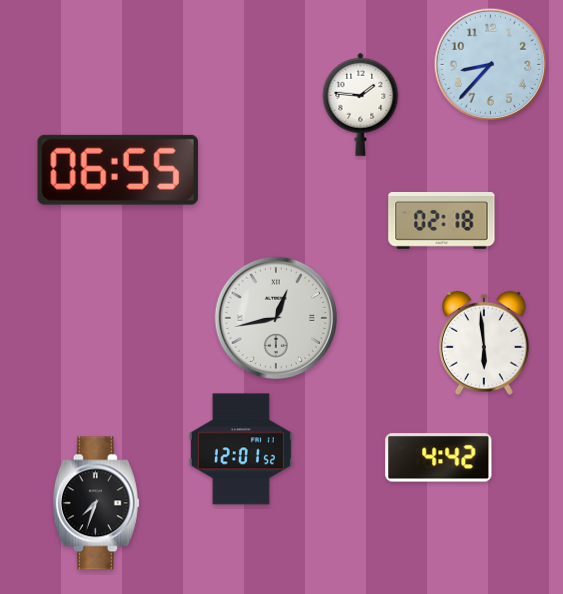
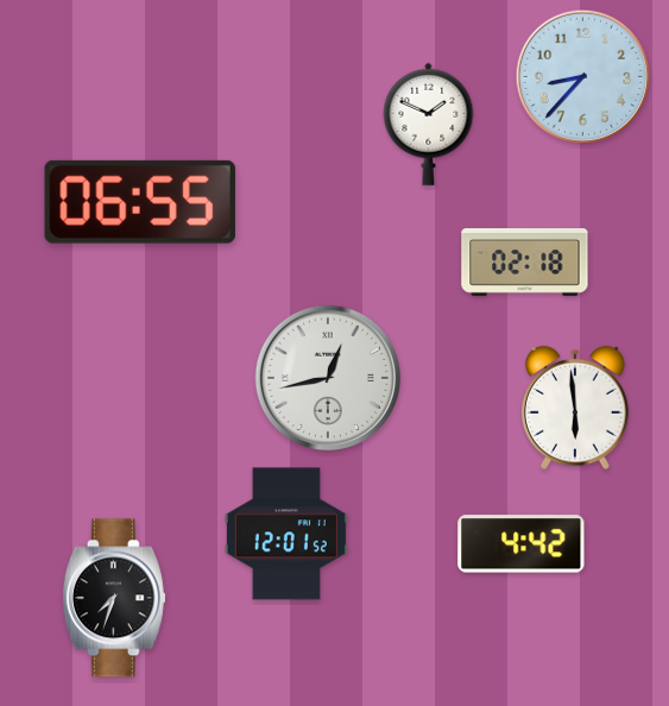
clock at (361, 104): 1:46 -> 1:49
